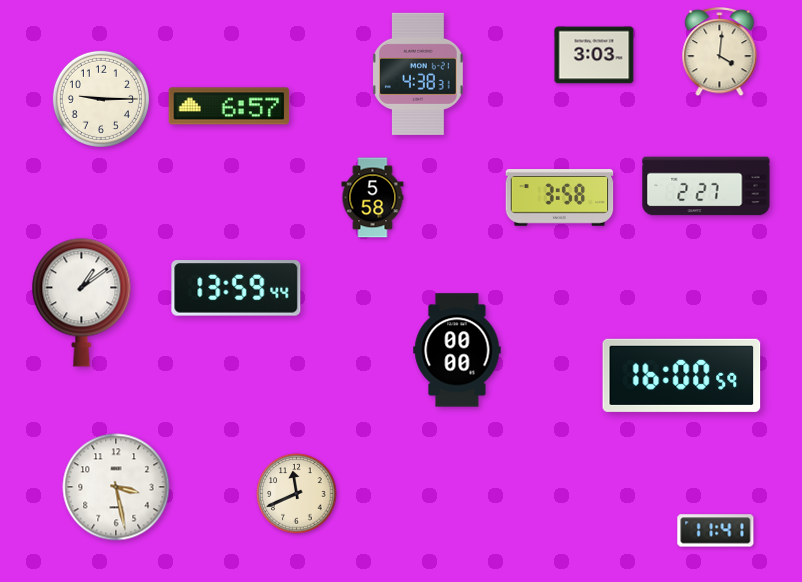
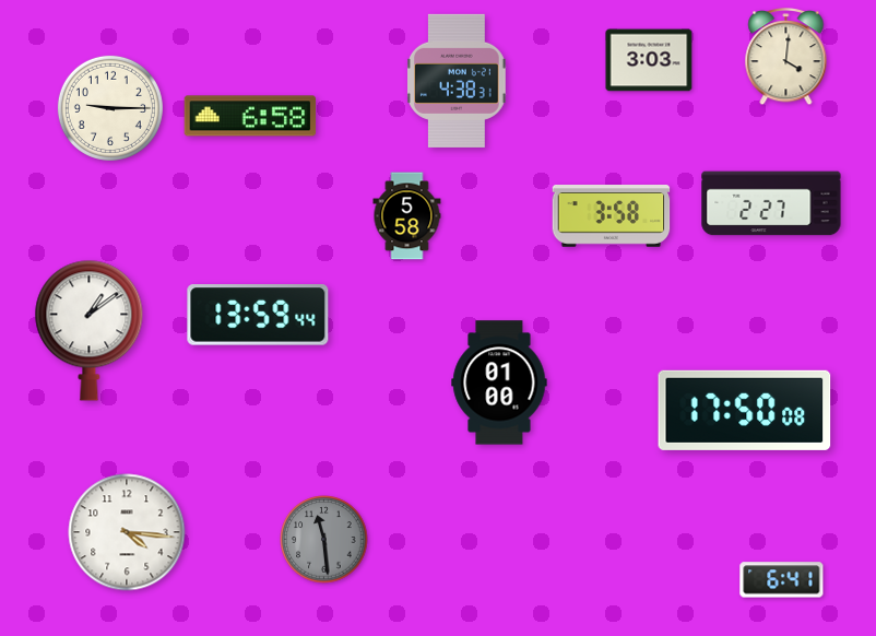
clock at (229, 106): 6:57 -> 6:58
clock at (457, 350): 00:00 -> 01:00
clock at (682, 375): 16:00 -> 17:50
clock at (116, 487): 3:28 -> 4:16
clock at (297, 494): 11:41 -> 11:29
clock at (297, 494) dial: cream -> grey
clock at (716, 531): 11:41 -> 6:41
